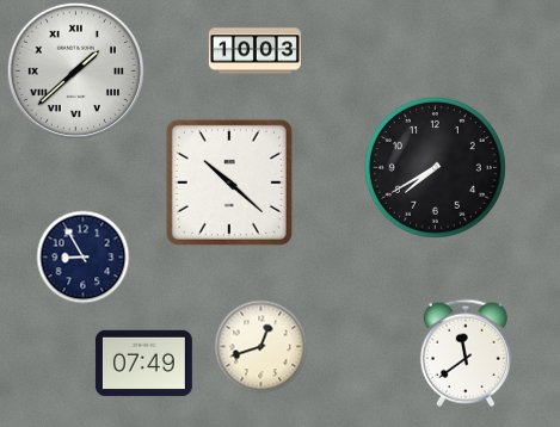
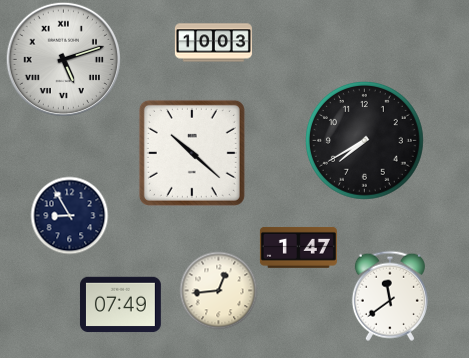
clock at (75, 70): 1:38 -> 5:12
clock at (298, 247): none -> 1:47
clock at (260, 346): 12:42 -> 12:44
